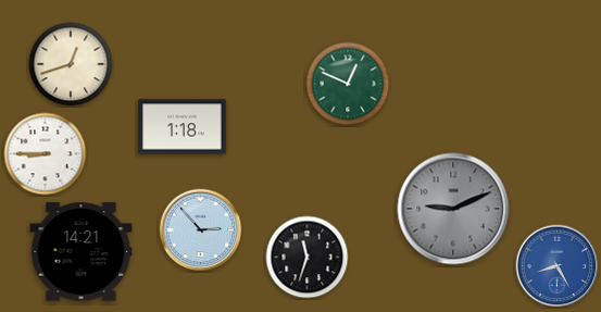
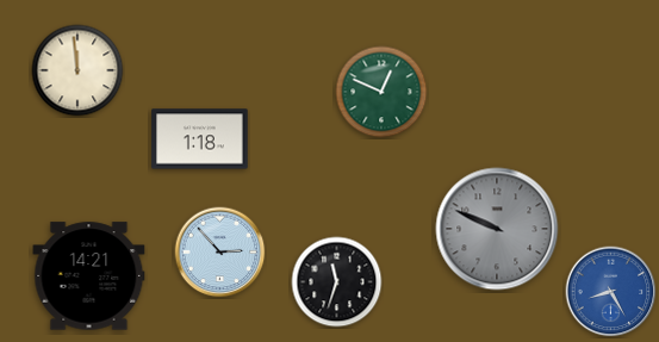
clock at (71, 64): 12:42 -> 11:59
clock at (46, 154): 8:45 -> none
clock at (453, 209): 9:11 -> 9:49
